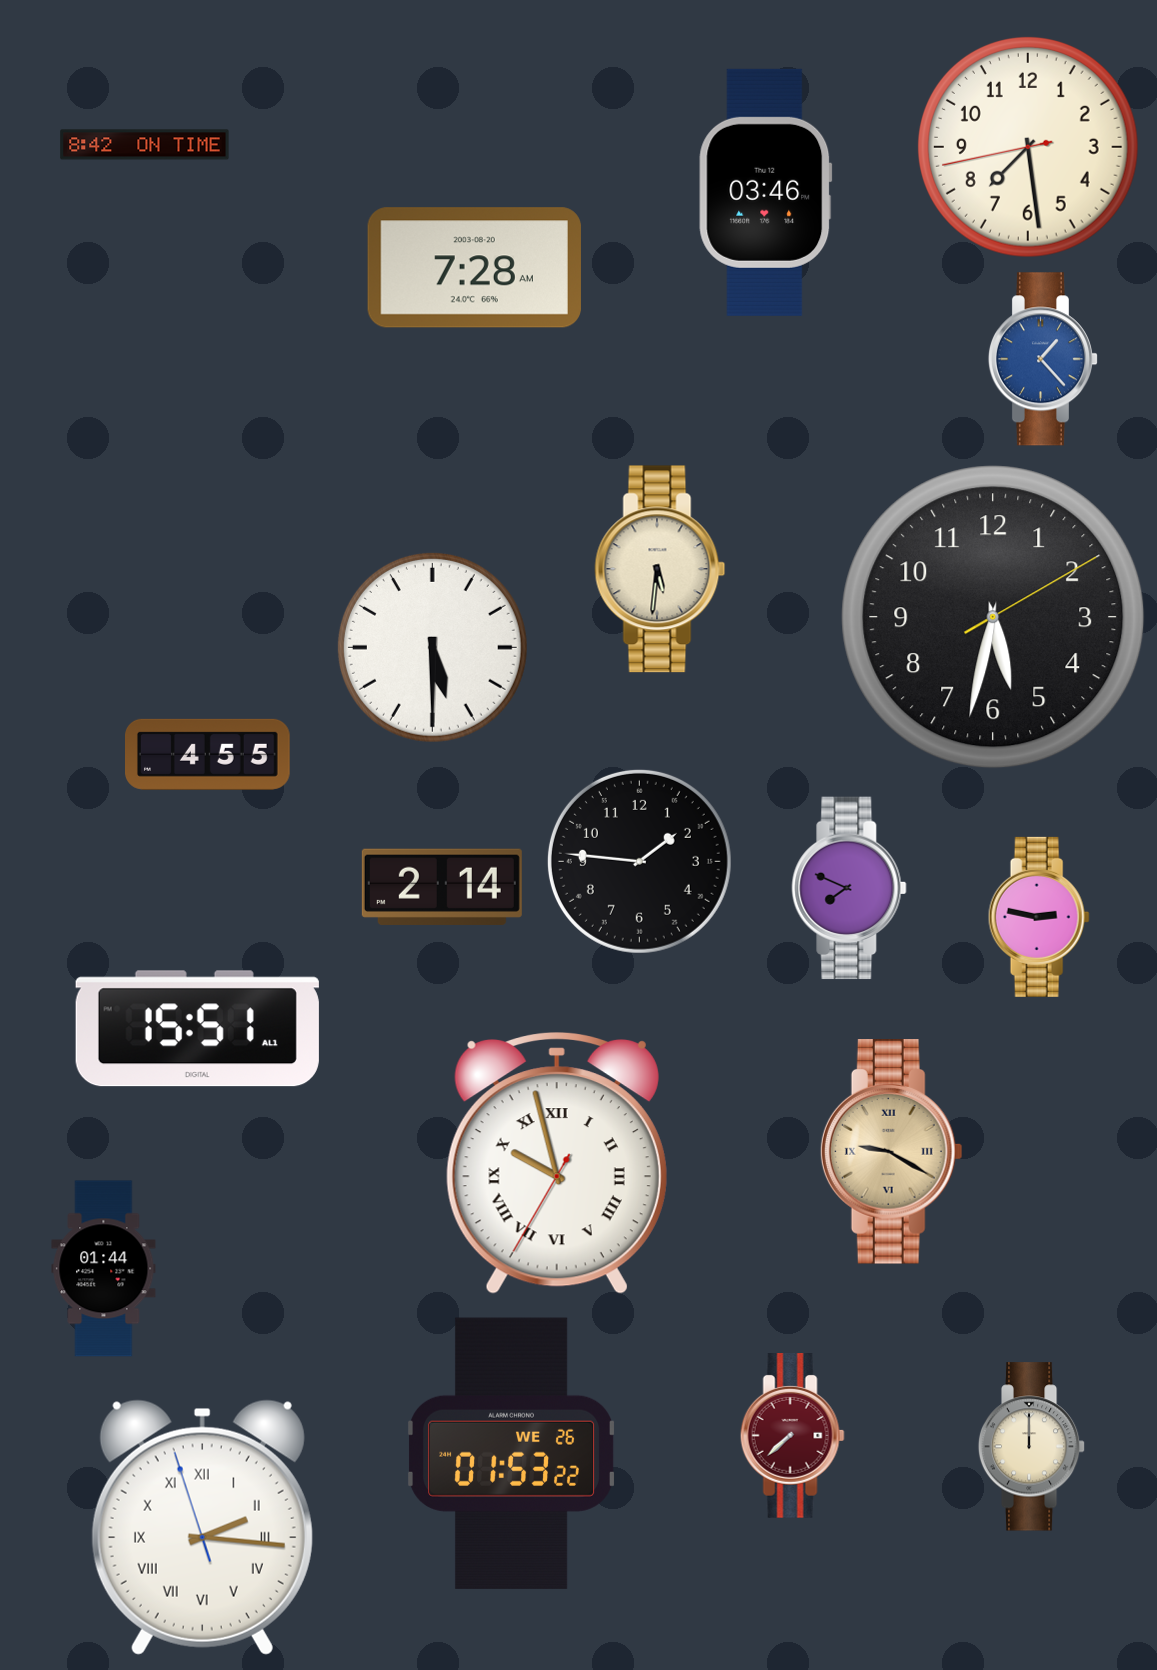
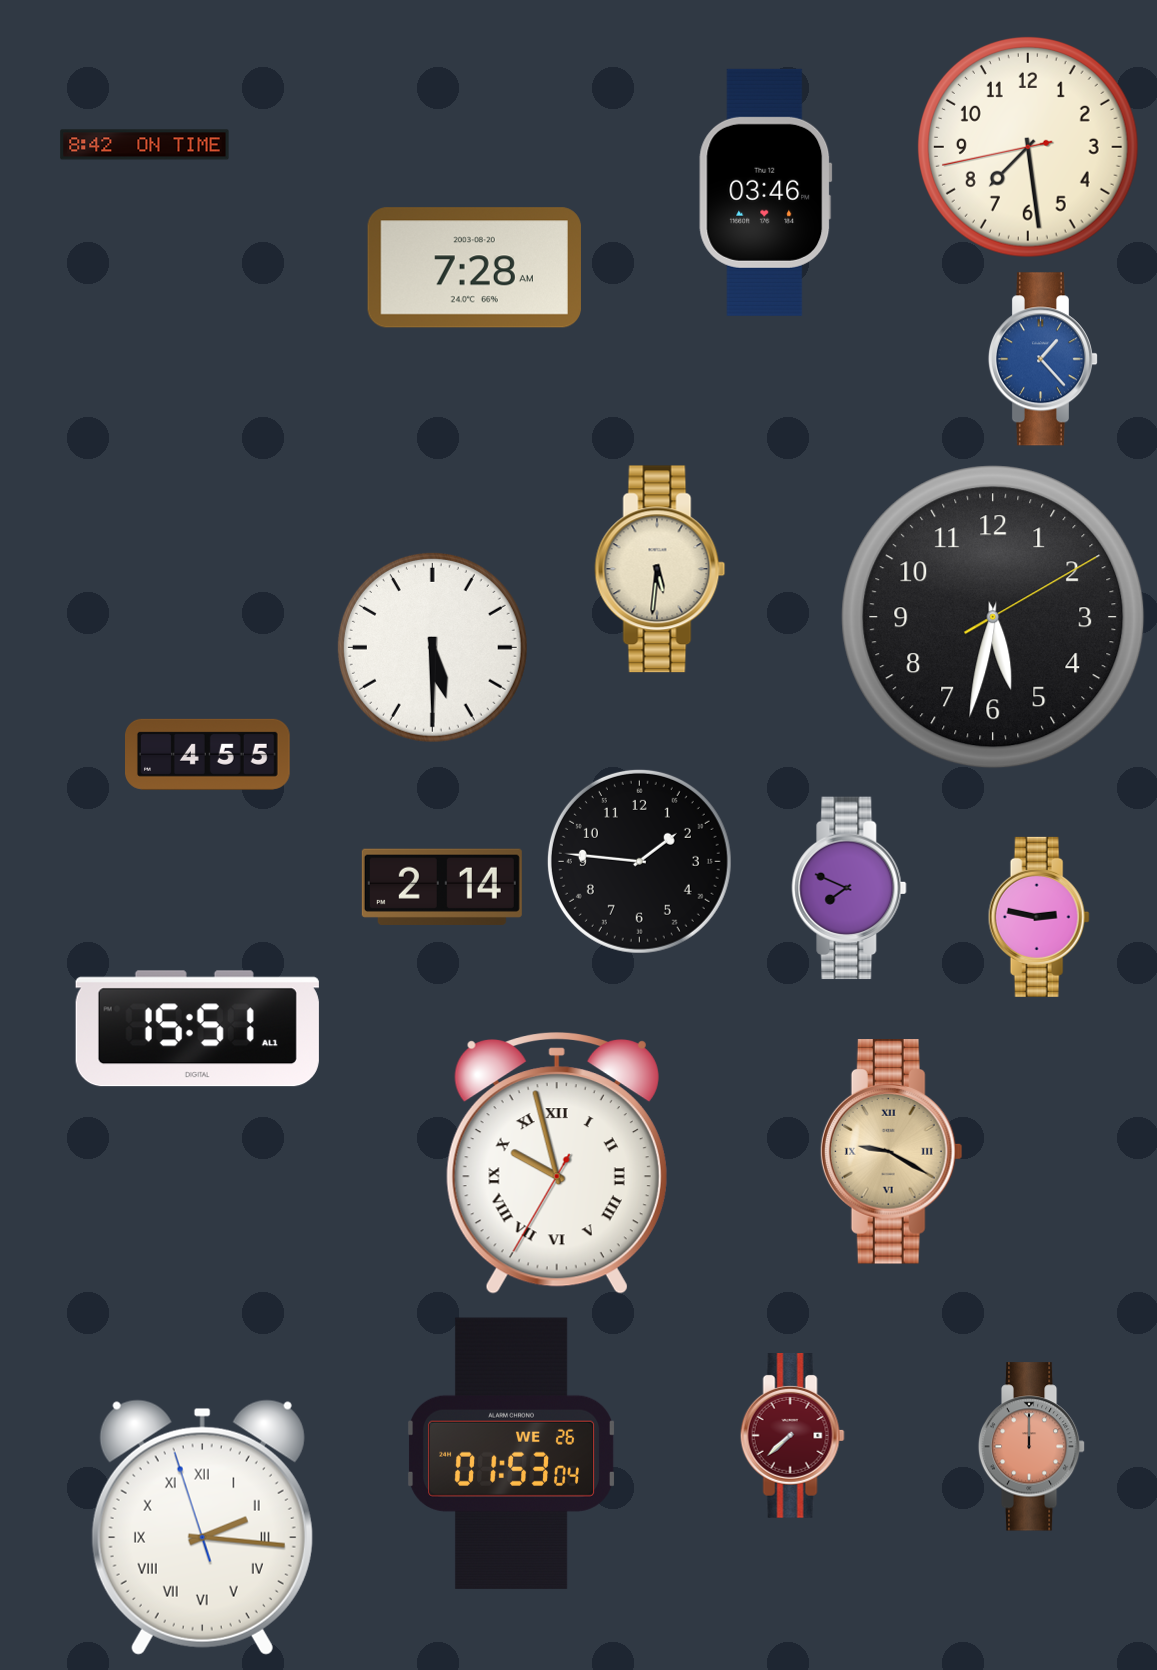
clock at (104, 1269): 01:44 -> none
clock at (1032, 1447) dial: cream -> salmon
clock at (512, 1453): 01:53:22 -> 01:53:04
